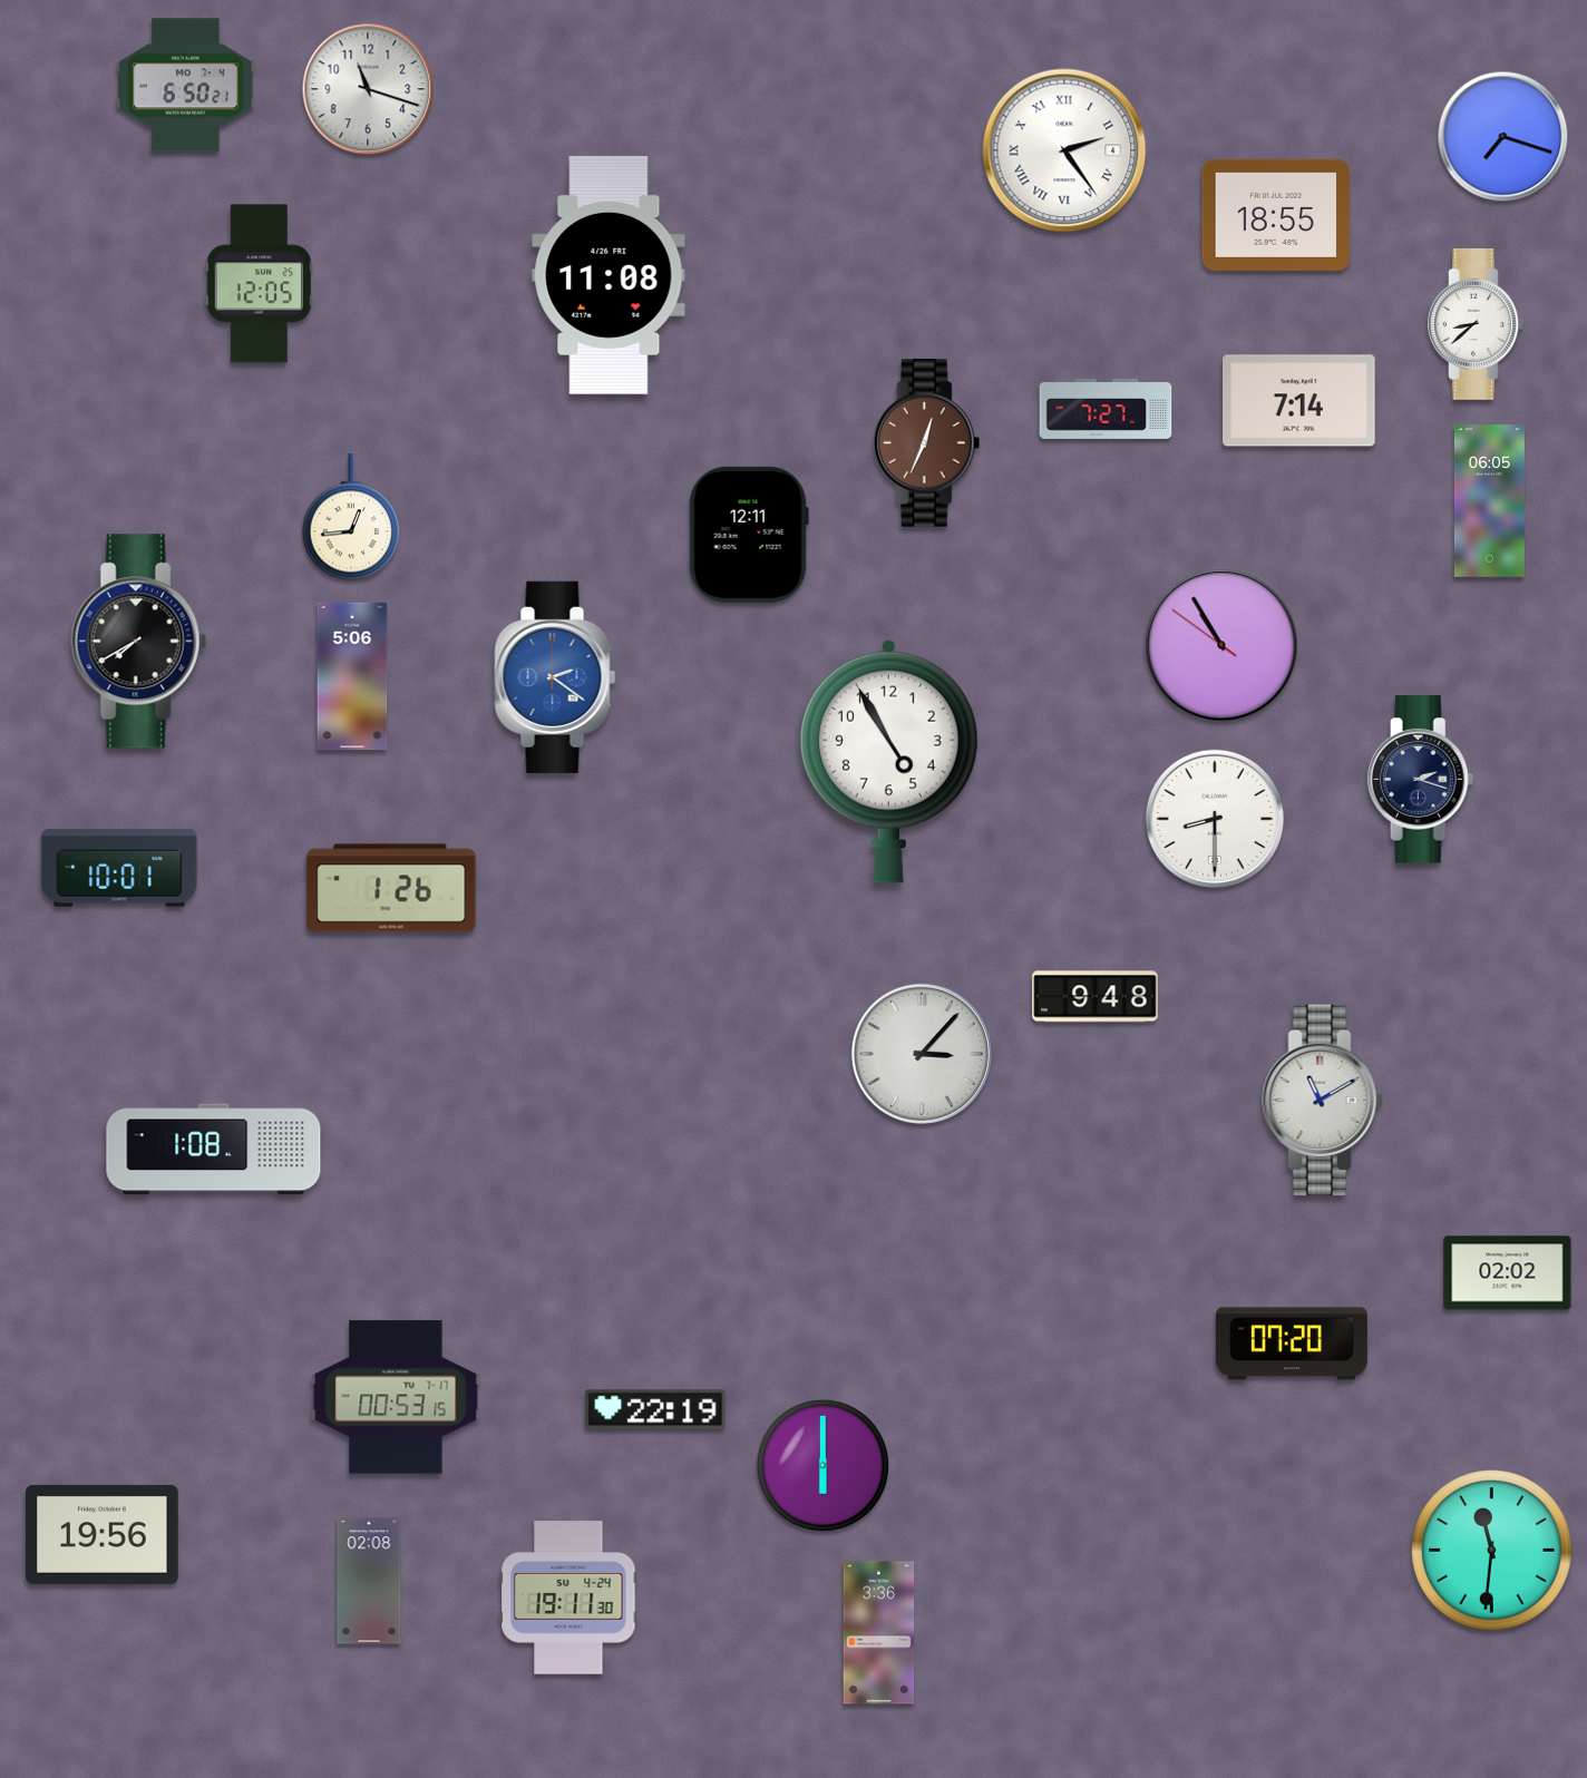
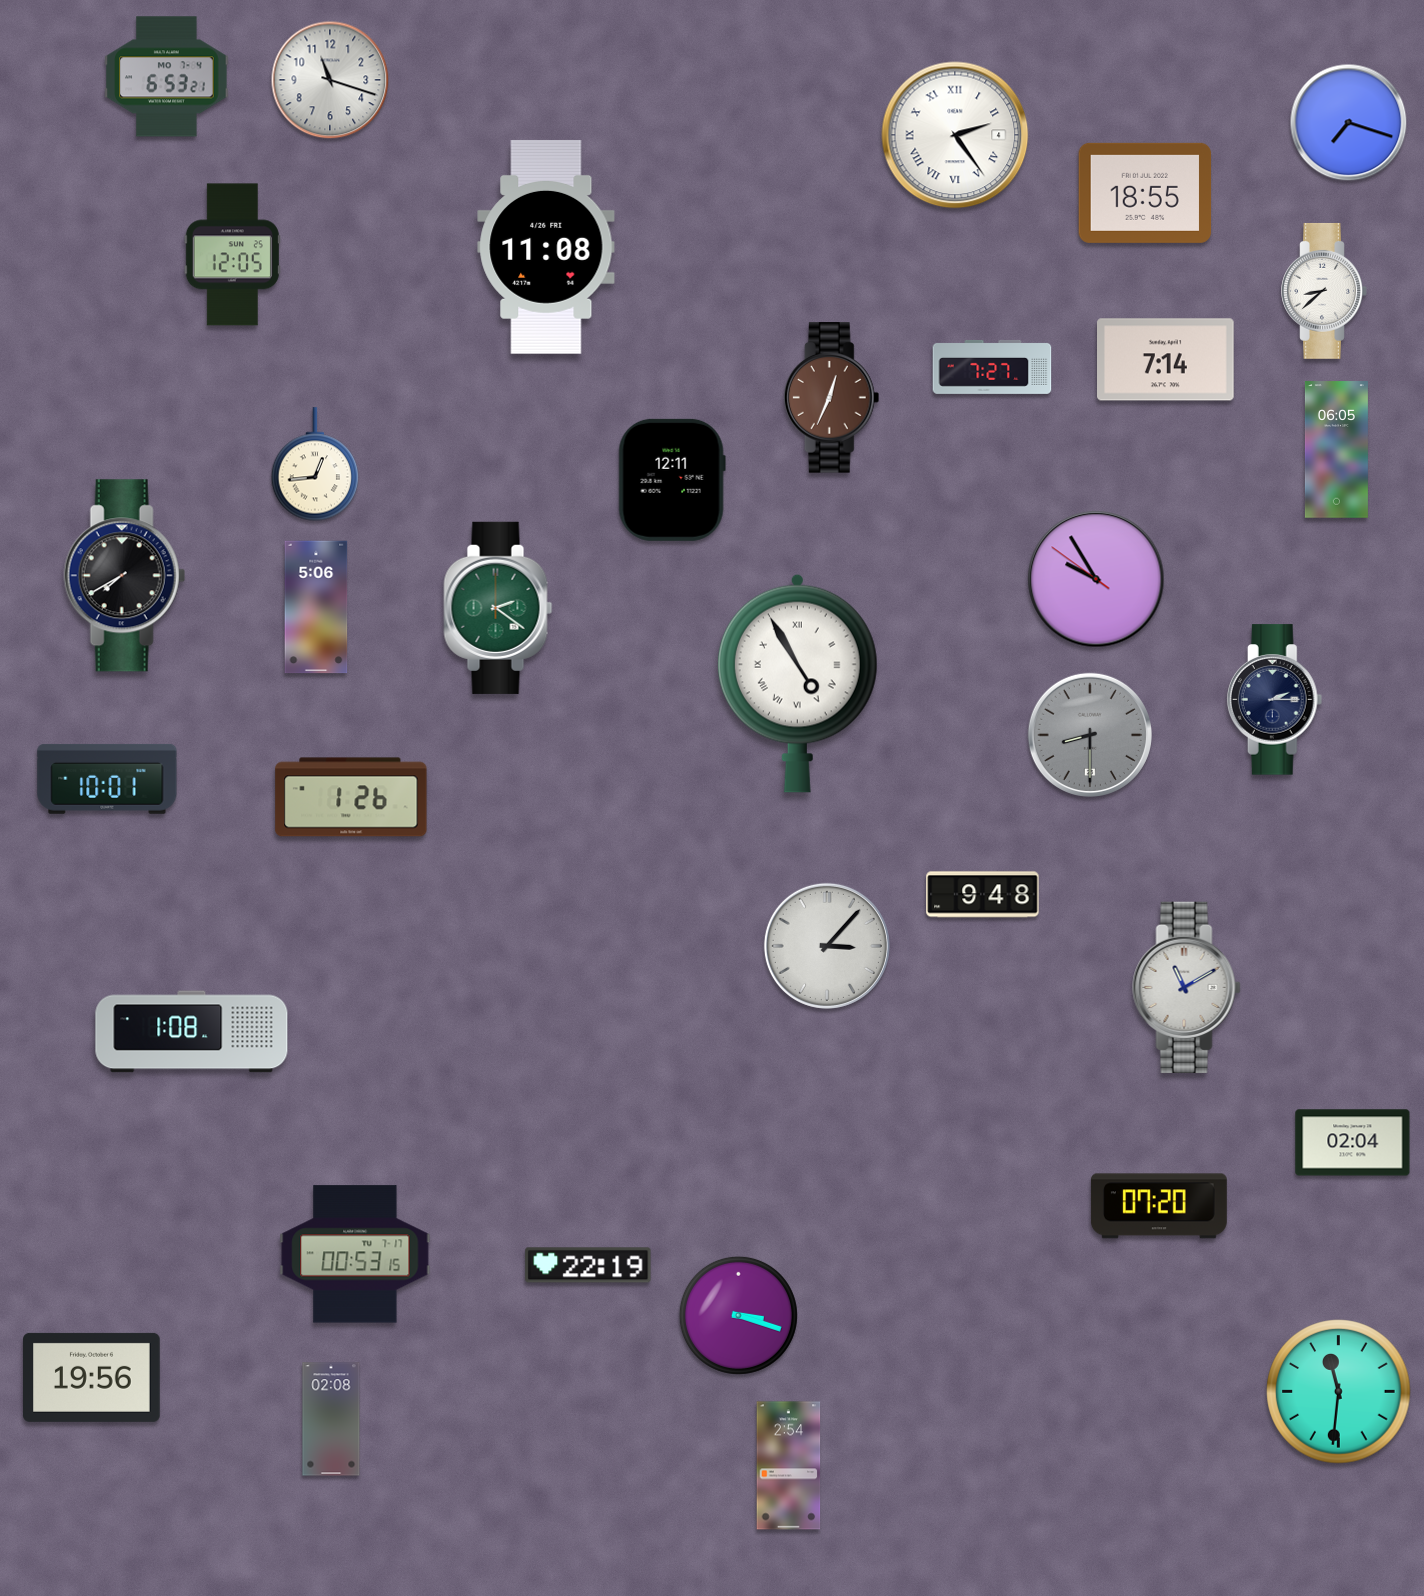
clock at (186, 86): 6:50 -> 6:53
clock at (1221, 645): 10:54 -> 9:54
clock at (555, 677) dial: blue -> green
clock at (888, 761) numerals: Arabic -> Roman
clock at (1421, 780): 2:18 -> 2:15
clock at (1215, 819) dial: white -> grey
clock at (1508, 1273): 02:02 -> 02:04
clock at (822, 1465): 6:00 -> 3:18
clock at (568, 1598): 19:11 -> none
clock at (879, 1633): 3:36 -> 2:54
